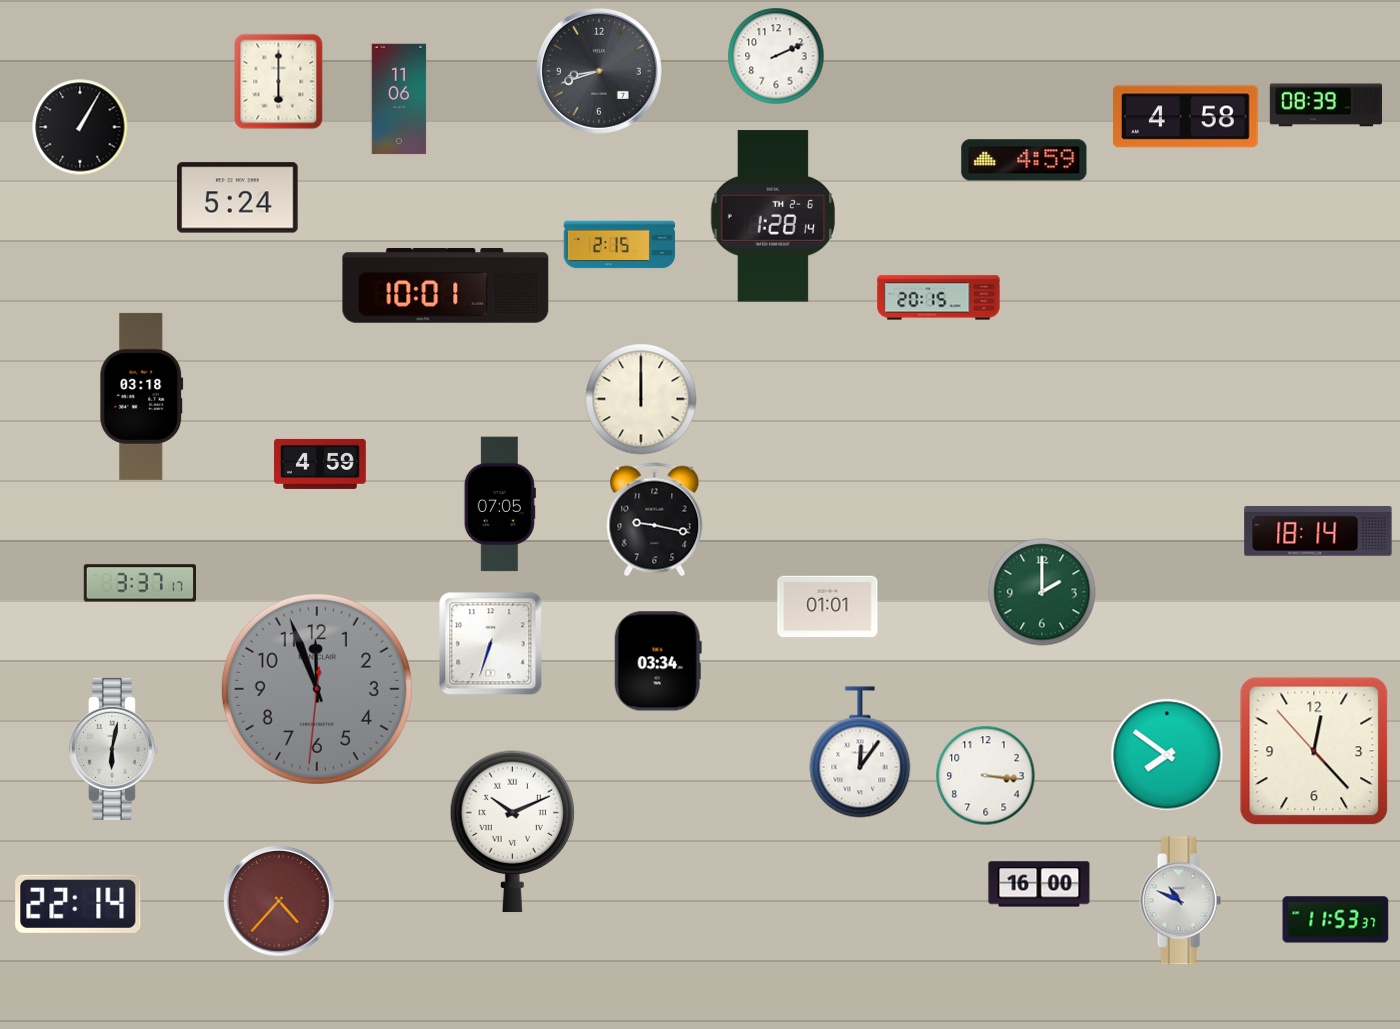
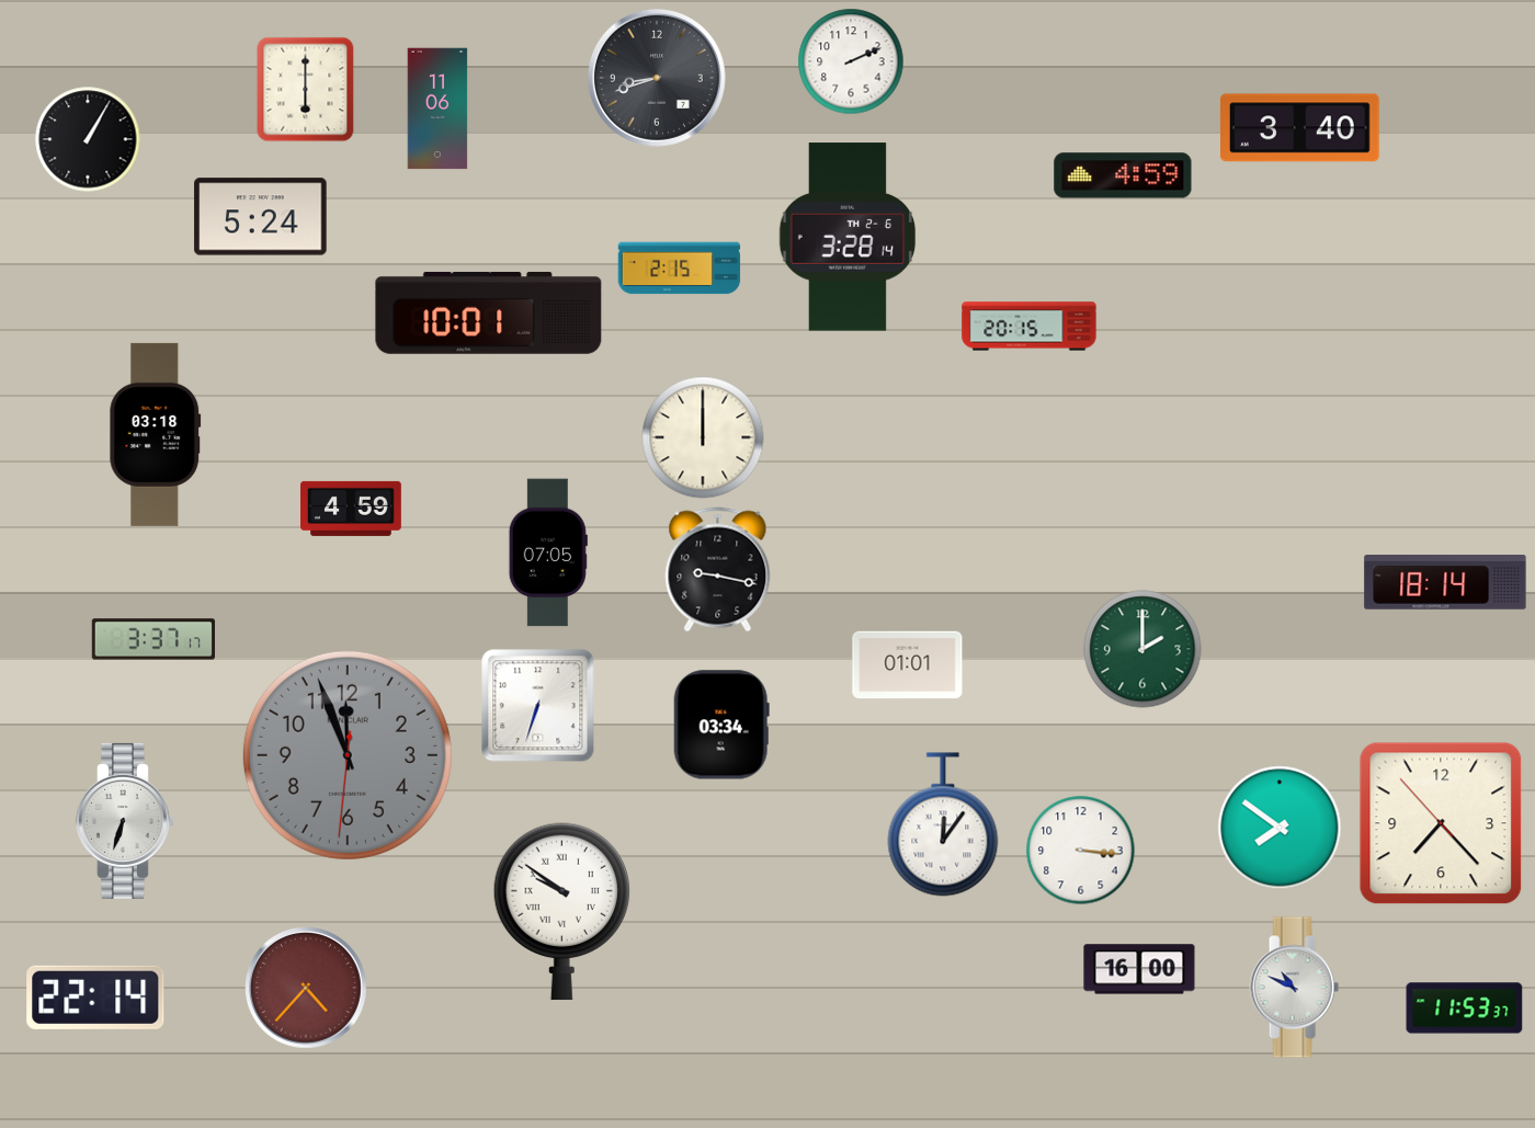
clock at (1325, 105): 08:39 -> none
clock at (1186, 117): 4:58 -> 3:40
clock at (773, 216): 1:28 -> 3:28
clock at (114, 749): 6:02 -> 6:33
clock at (1314, 751): 12:22 -> 7:22
clock at (512, 832): 10:11 -> 9:51
clock at (78, 904) position: (78, 904) -> (95, 998)
